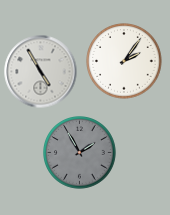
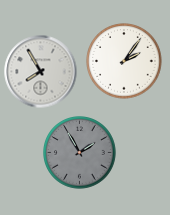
clock at (41, 72): 4:55 -> 7:55
